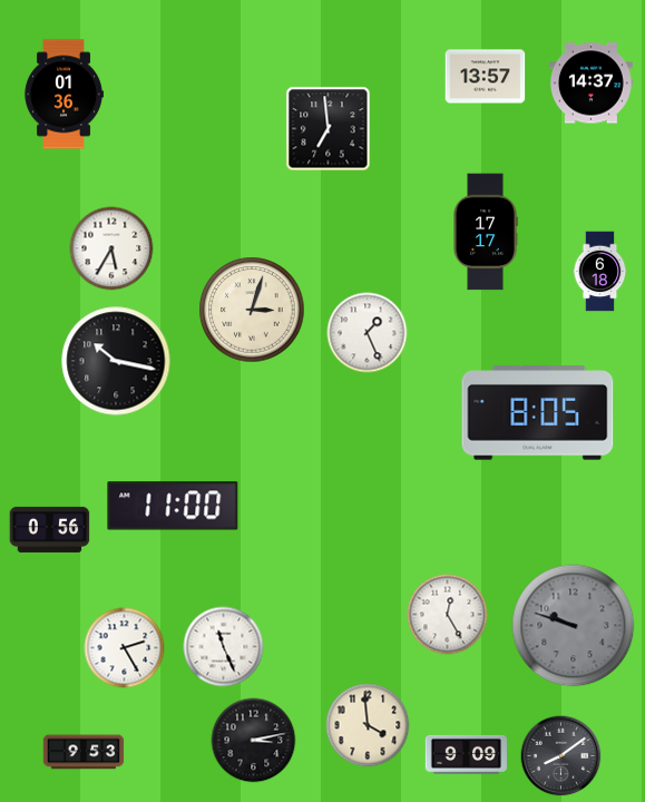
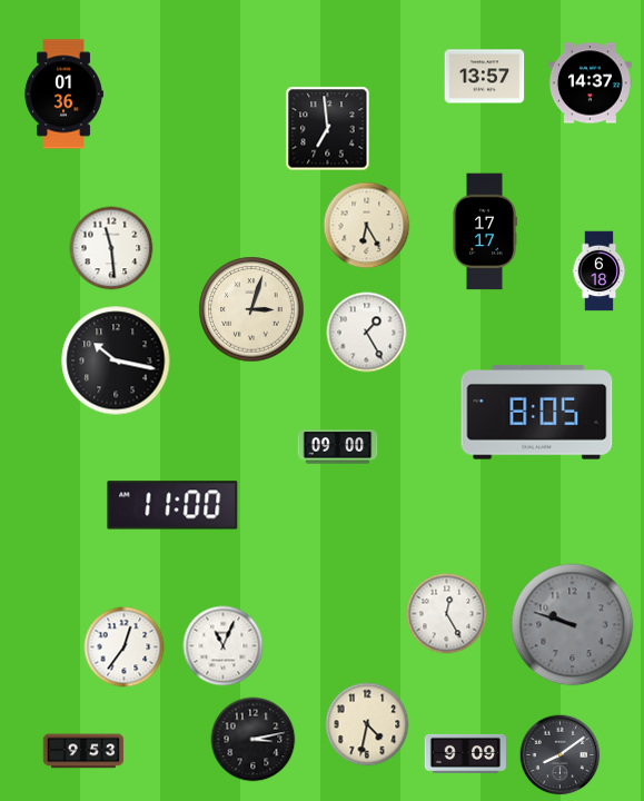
clock at (367, 226): none -> 6:25
clock at (111, 248): 5:35 -> 11:29
clock at (368, 333): 1:26 -> 1:25
clock at (338, 447): none -> 09:00
clock at (50, 529): 0:56 -> none
clock at (224, 647): 11:26 -> 11:04
clock at (125, 648): 2:25 -> 12:36
clock at (368, 725): 3:59 -> 4:32
